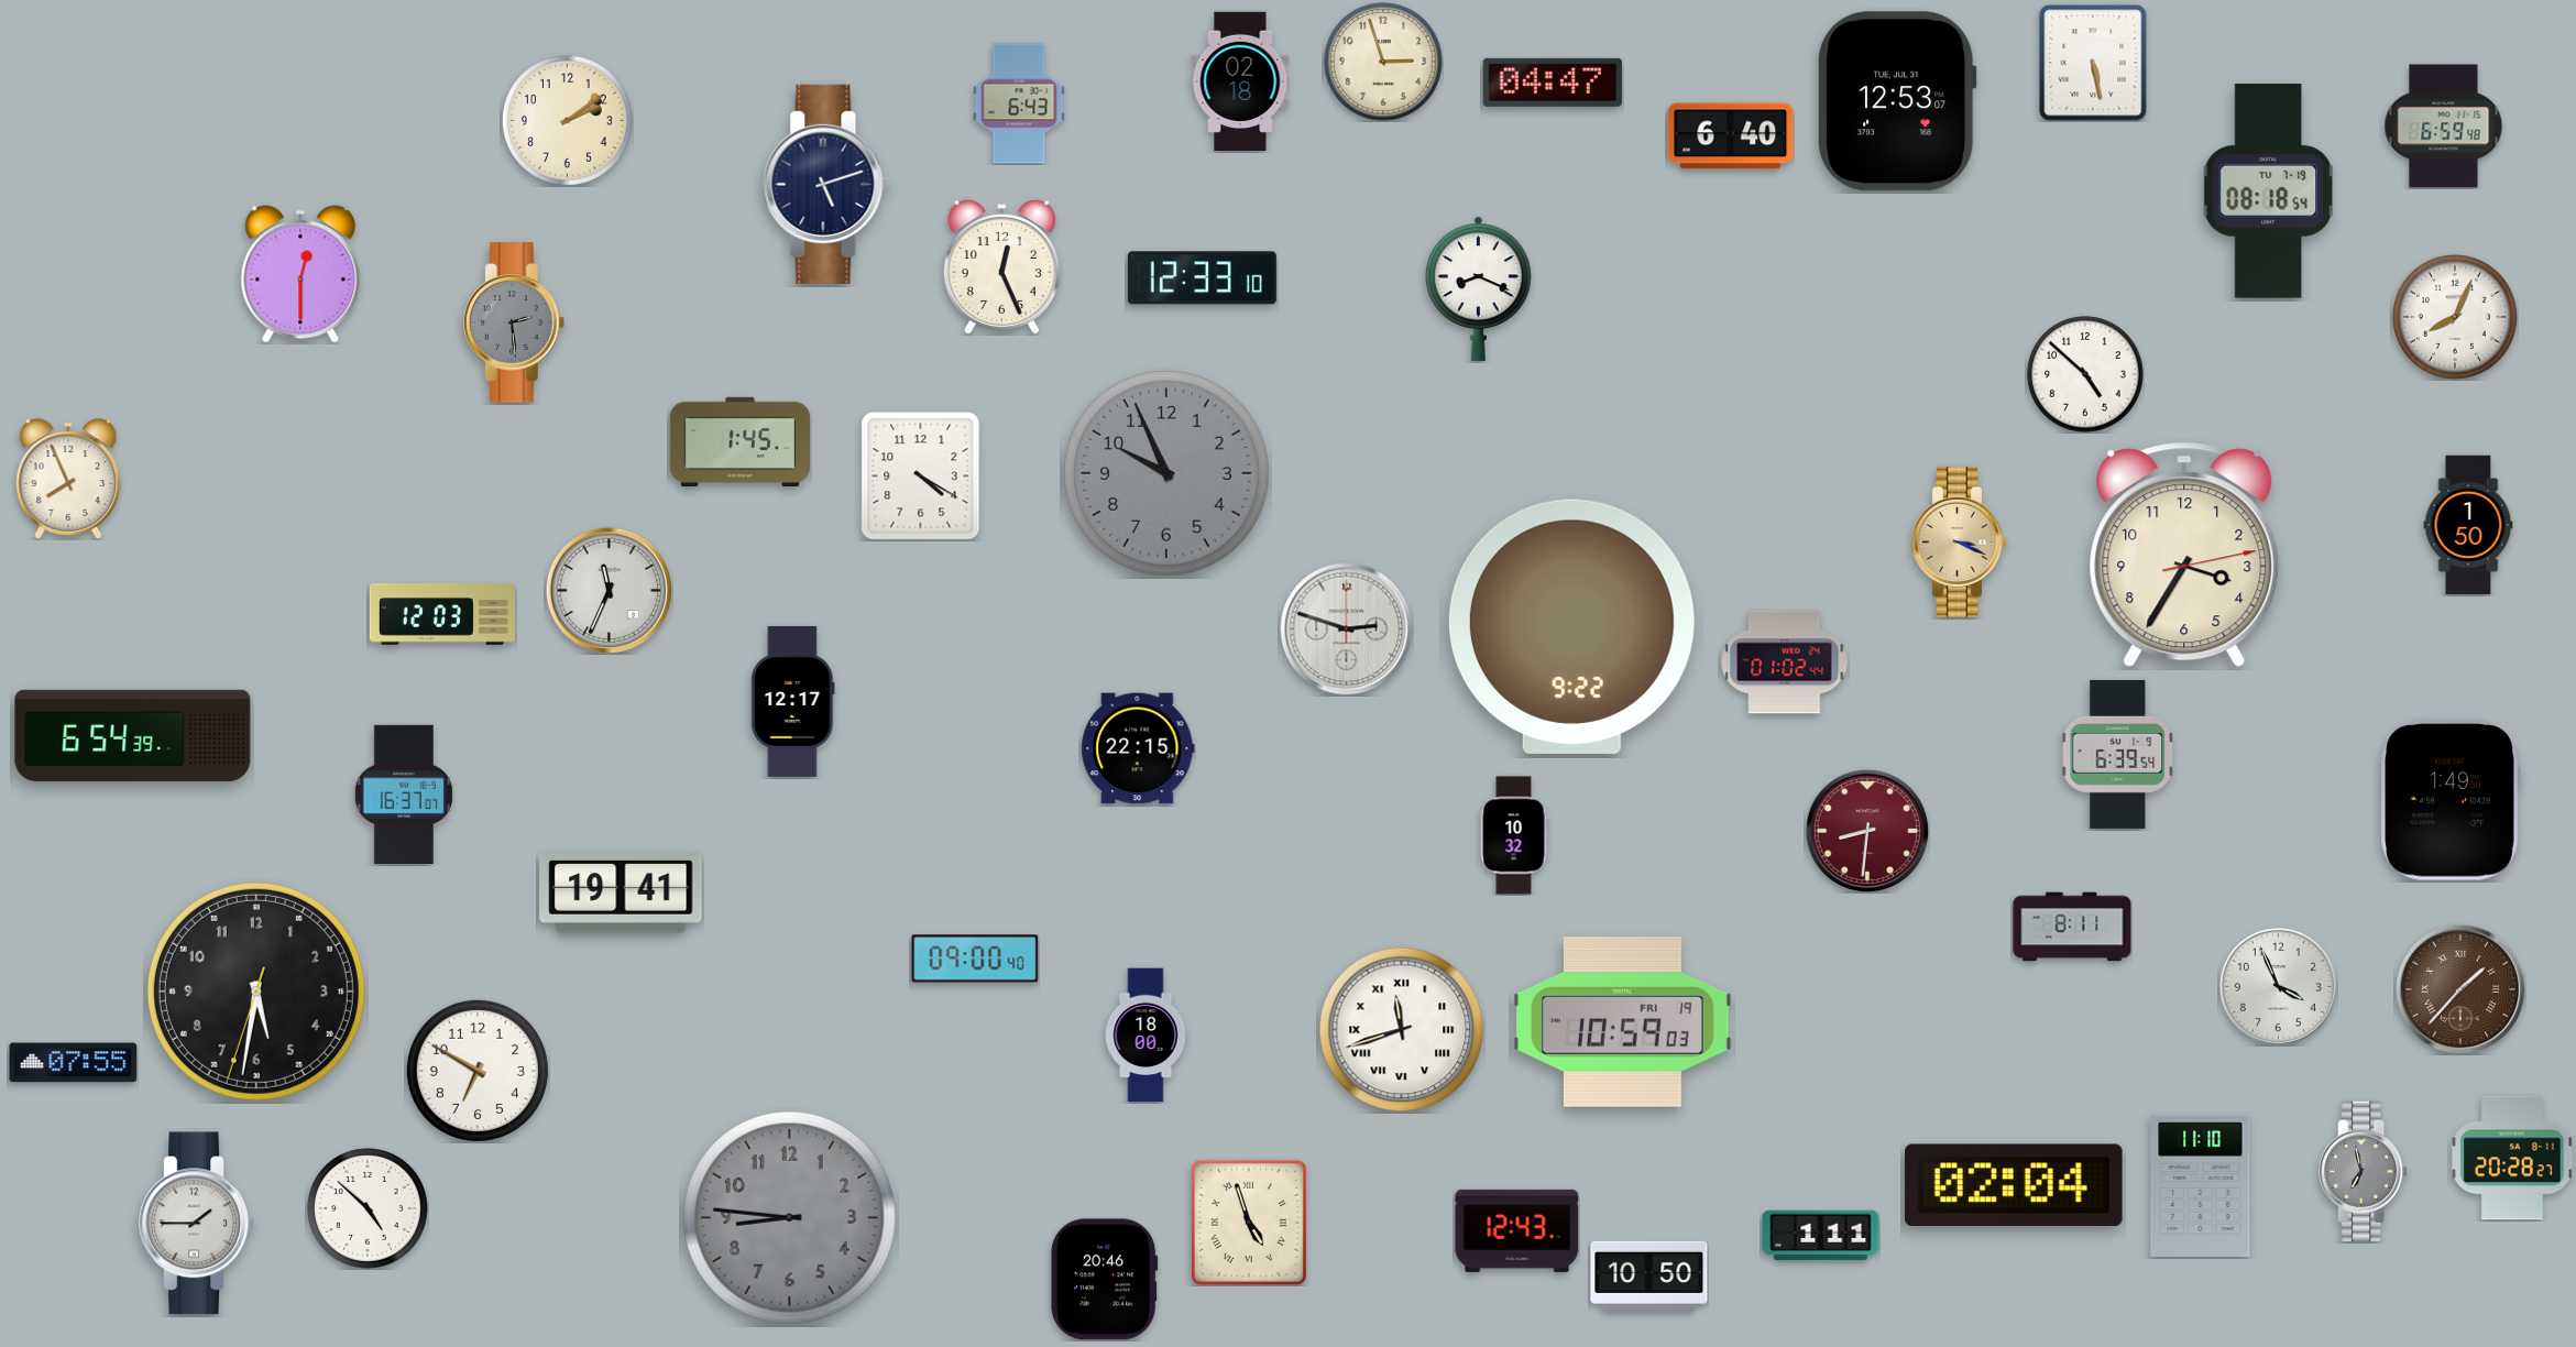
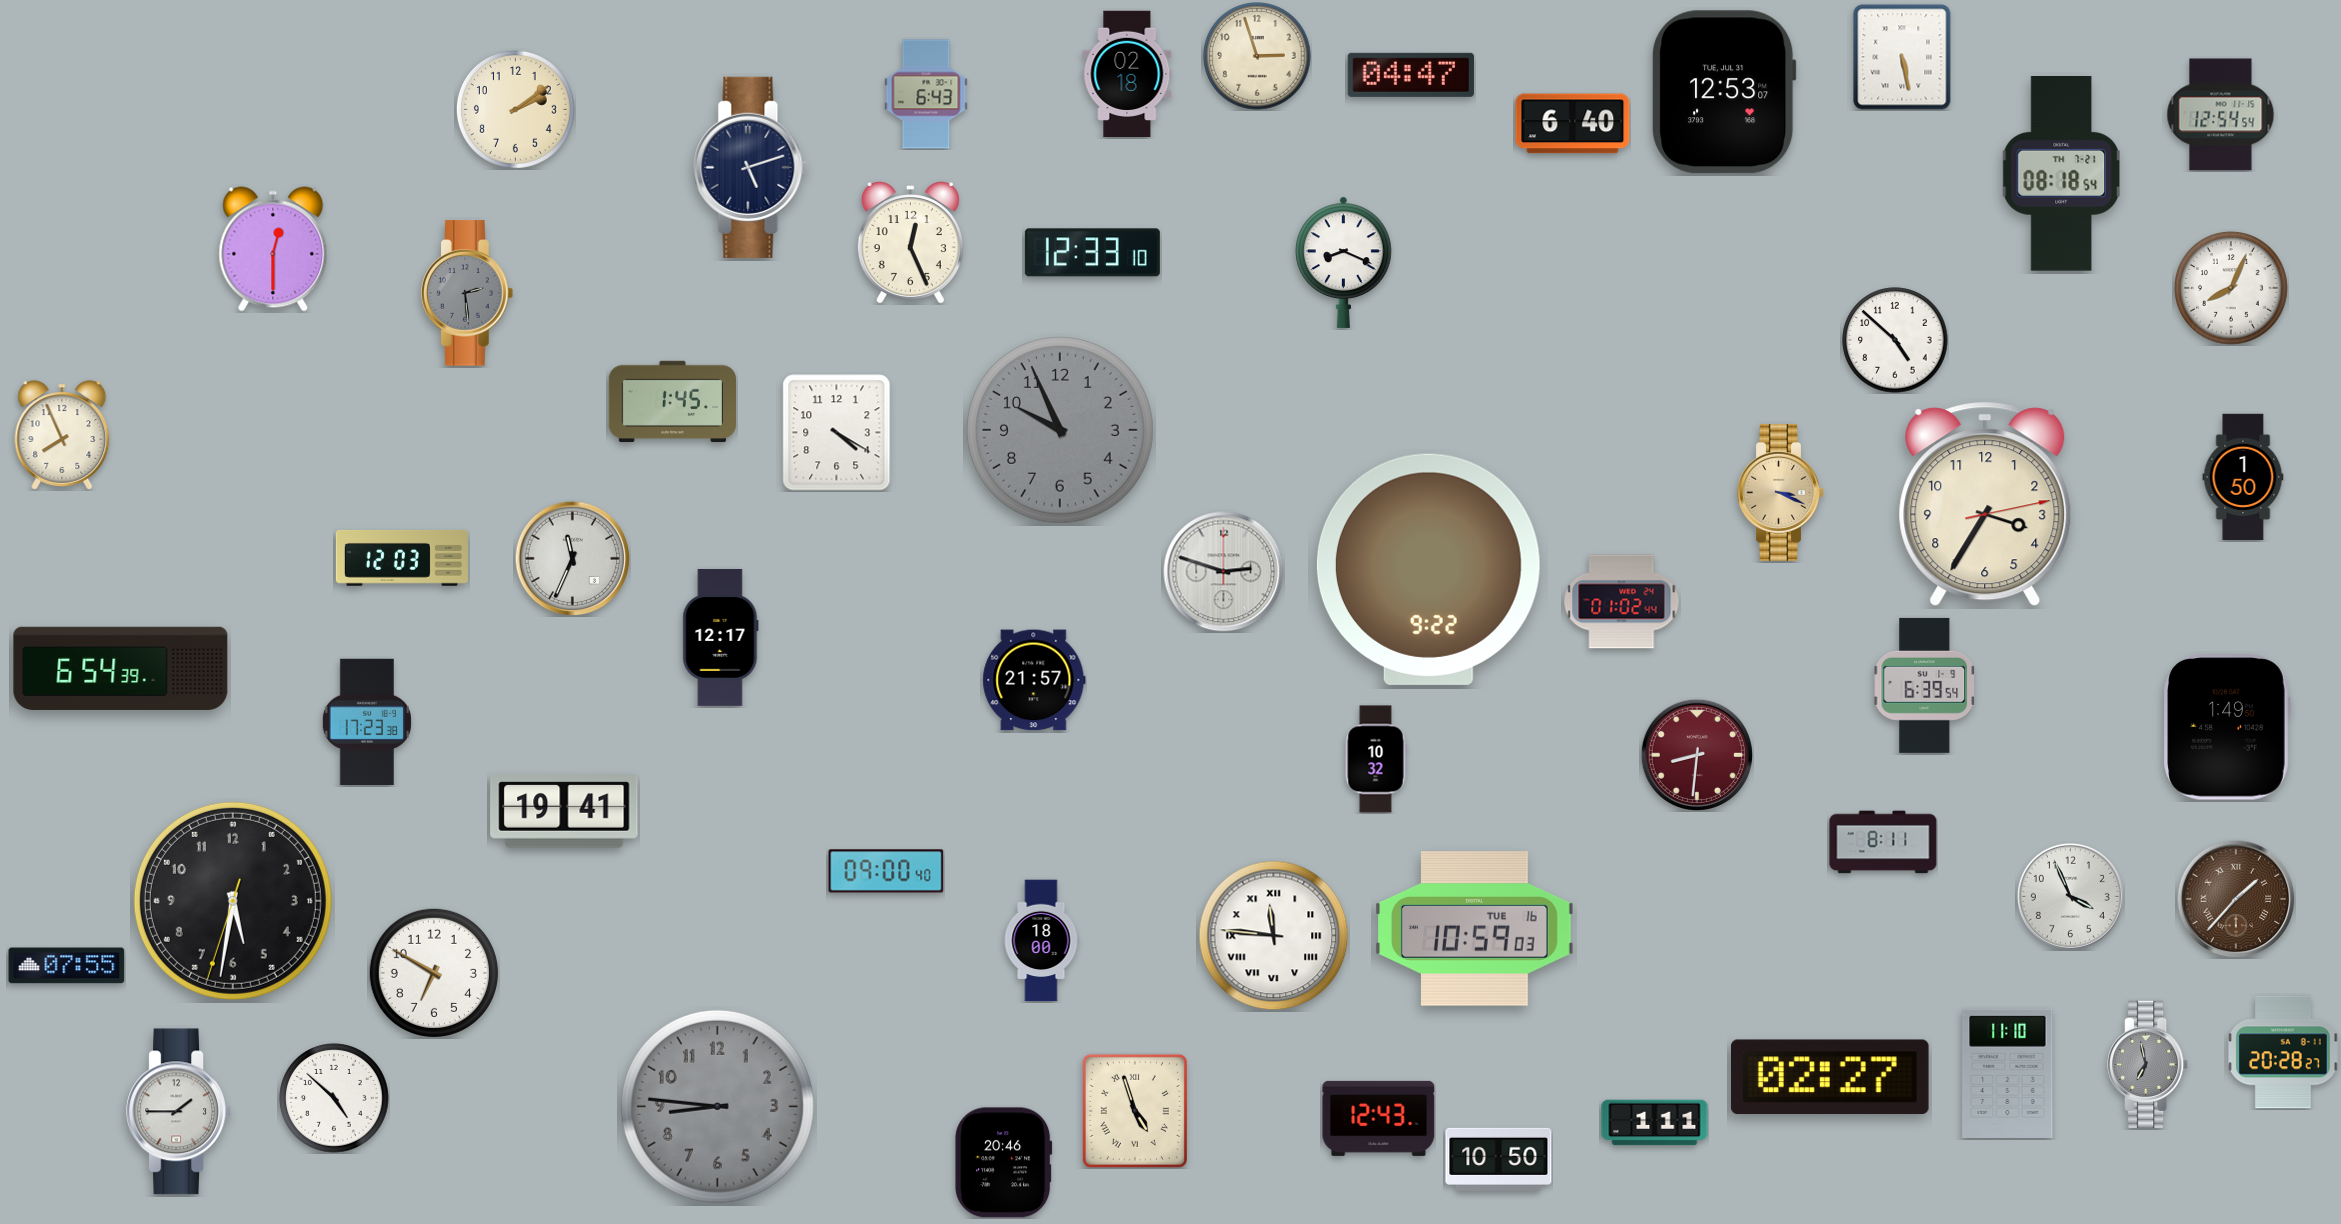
clock at (2444, 127): 6:59 -> 12:54
clock at (2268, 191) date: TU 7-19 -> TH 7-21
clock at (609, 590) position: (609, 590) -> (572, 558)
clock at (1138, 748): 22:15 -> 21:57
clock at (404, 793): 16:37 -> 17:23
clock at (1623, 1022) date: FRI 19 -> TUE 16
clock at (1402, 1030): 11:42 -> 11:46
clock at (2014, 1185): 02:04 -> 02:27
clock at (2201, 1185) position: (2201, 1185) -> (2008, 1073)
